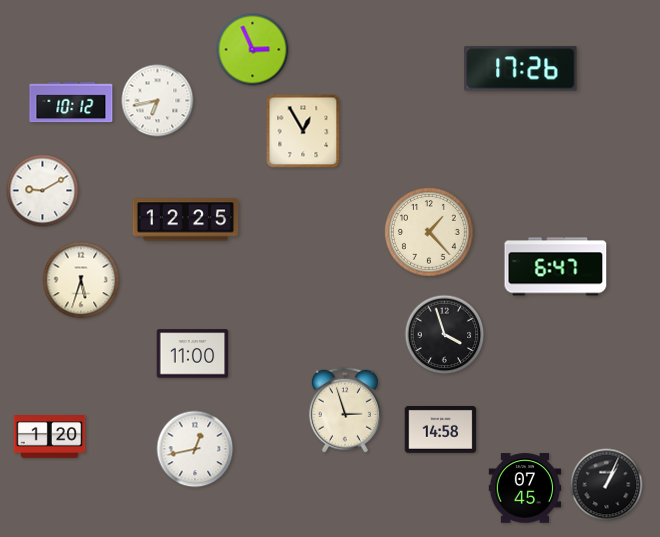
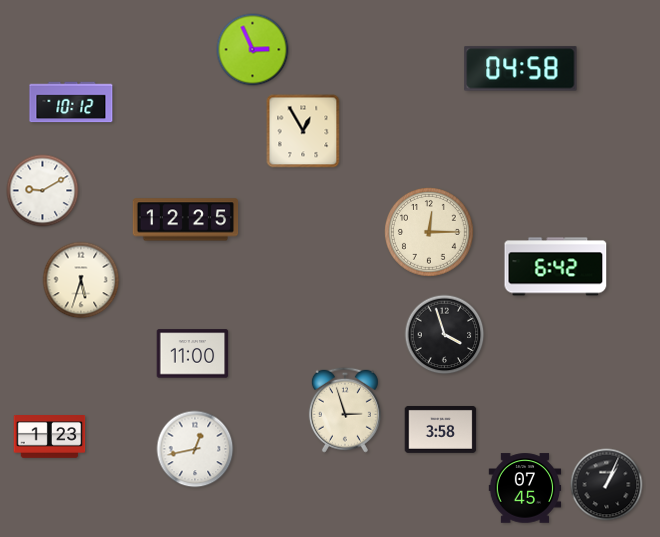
clock at (521, 69): 17:26 -> 04:58
clock at (158, 101): 6:43 -> none
clock at (430, 233): 1:23 -> 12:15
clock at (556, 267): 6:47 -> 6:42
clock at (441, 429): 14:58 -> 3:58
clock at (50, 437): 1:20 -> 1:23
